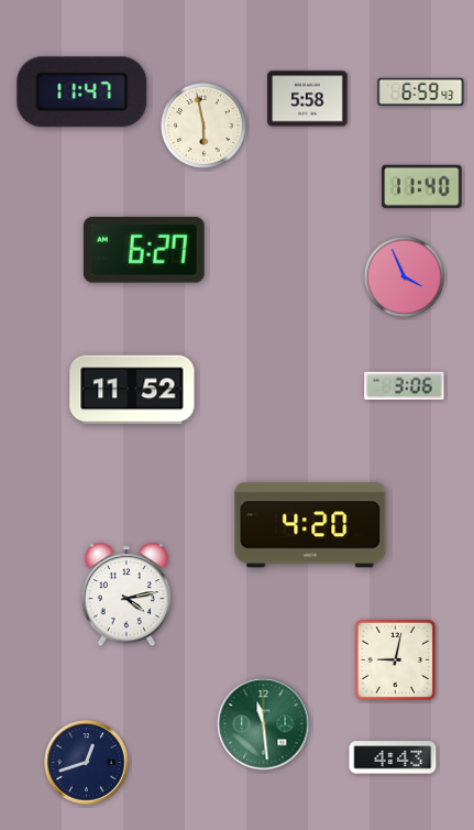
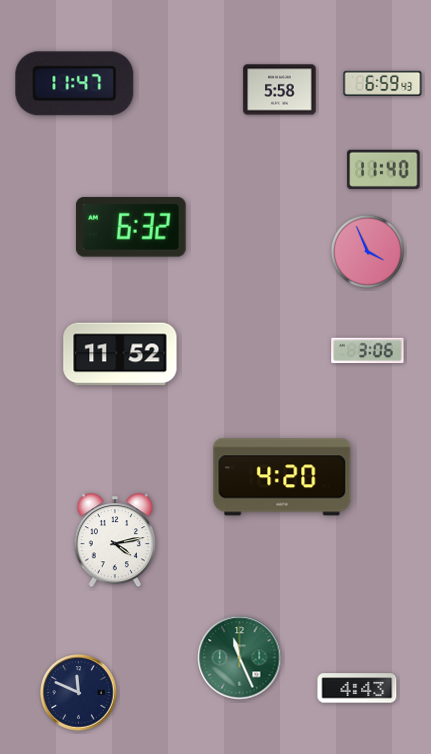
clock at (203, 125): 5:58 -> none
clock at (144, 250): 6:27 -> 6:32
clock at (395, 659): 9:02 -> none
clock at (264, 724): 11:29 -> 11:26
clock at (87, 763): 12:42 -> 11:49
